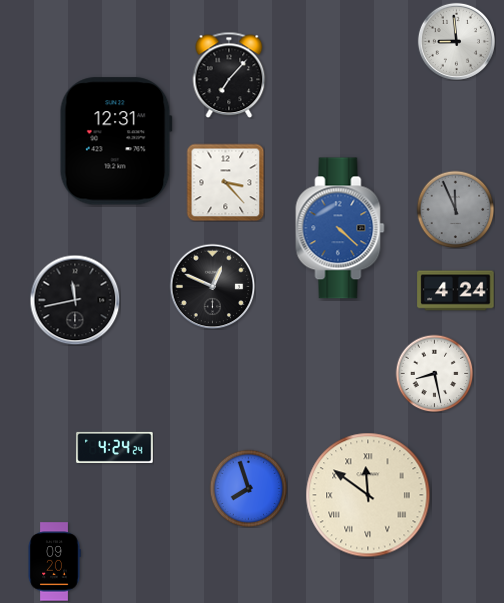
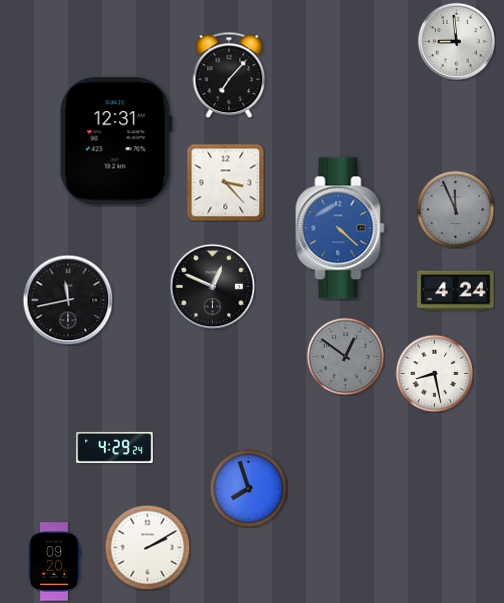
clock at (75, 300) position: (75, 300) -> (68, 300)
clock at (345, 356): none -> 12:51
clock at (115, 447): 4:24 -> 4:29
clock at (368, 495): 11:51 -> none
clock at (147, 547): none -> 2:10
